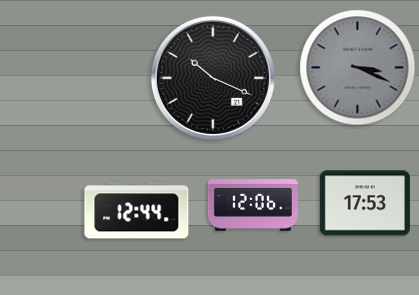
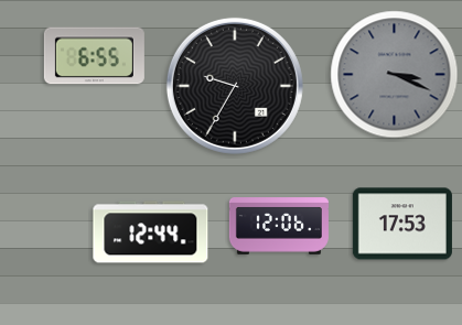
clock at (94, 56): none -> 6:55
clock at (213, 78): 10:19 -> 9:35
